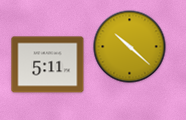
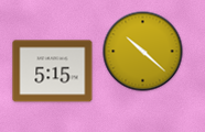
clock at (48, 65): 5:11 -> 5:15
